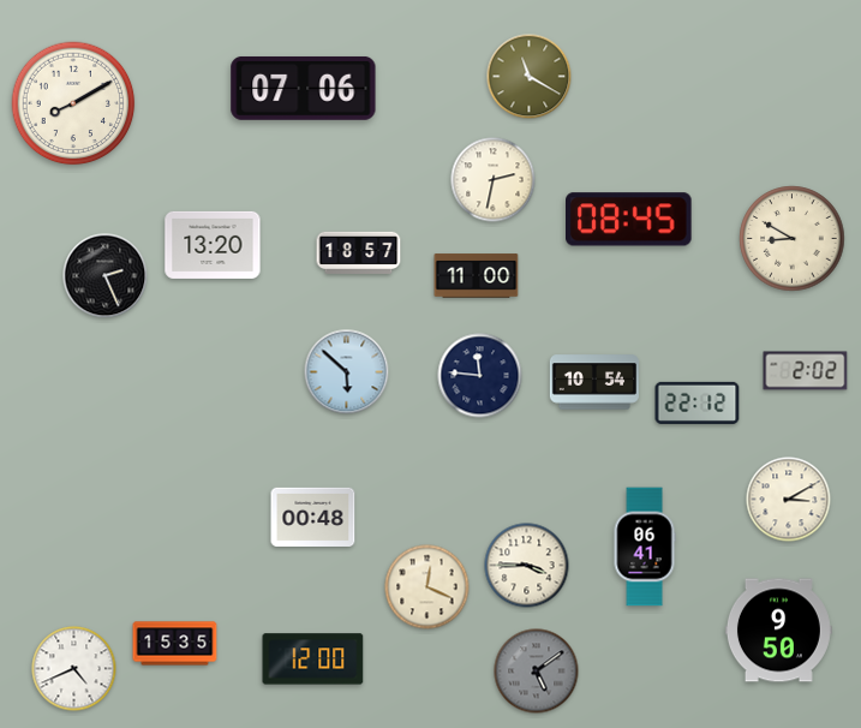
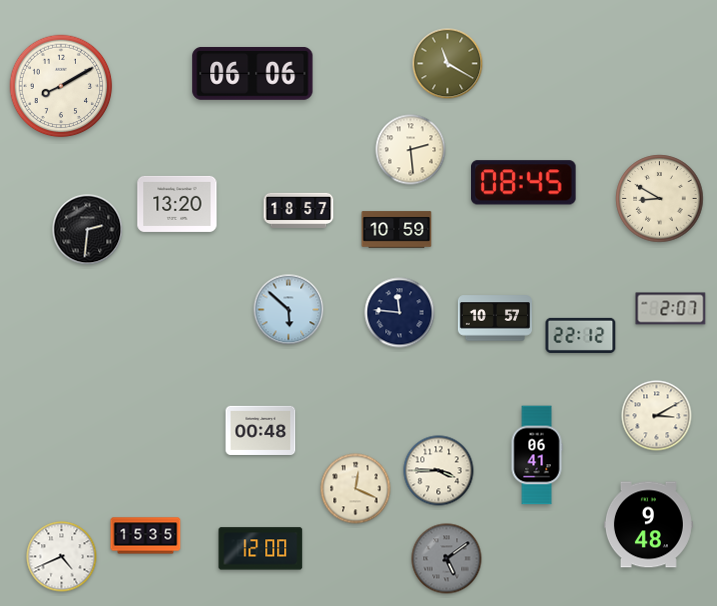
clock at (530, 77) position: (530, 77) -> (448, 64)
clock at (304, 88): 07:06 -> 06:06
clock at (494, 180): 2:32 -> 2:29
clock at (106, 276): 2:26 -> 2:31
clock at (477, 276): 11:00 -> 10:59
clock at (806, 371): 2:02 -> 2:07
clock at (594, 382): 10:54 -> 10:57
clock at (778, 631): 9:50 -> 9:48
